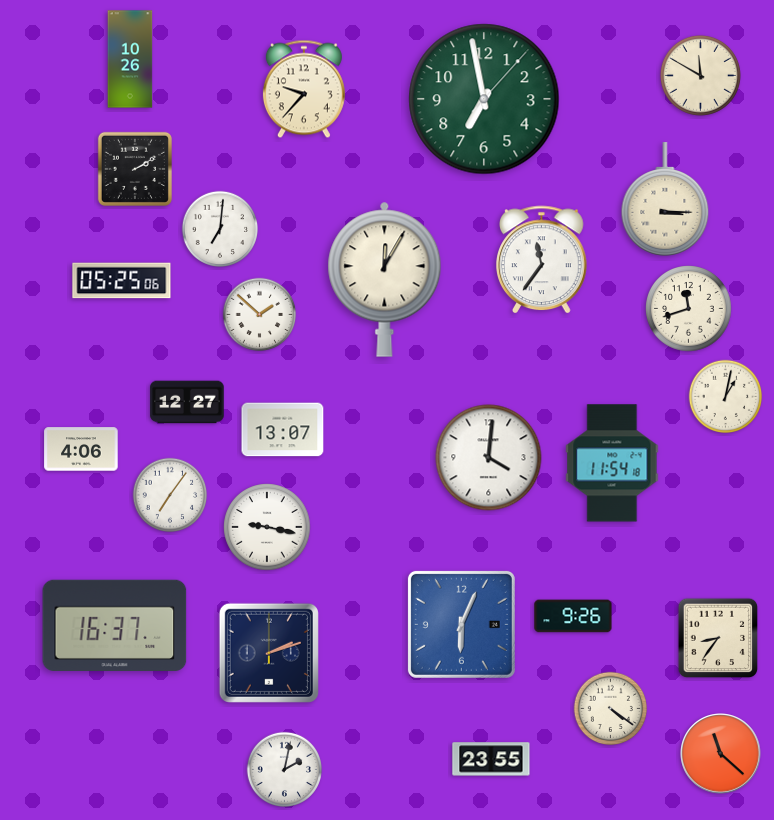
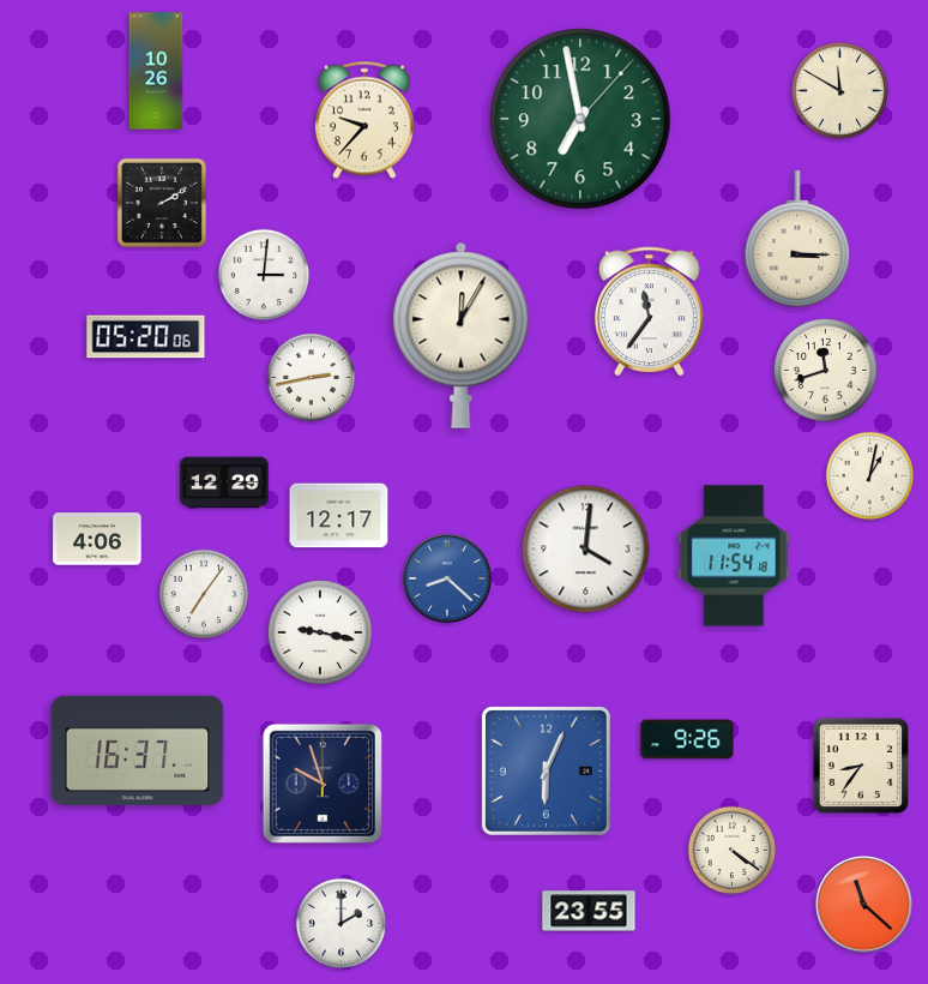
clock at (304, 89) position: (304, 89) -> (364, 120)
clock at (219, 228): 7:01 -> 3:01
clock at (122, 281): 05:25 -> 05:20
clock at (260, 315): 1:52 -> 2:43
clock at (187, 402): 12:27 -> 12:29
clock at (283, 430): 13:07 -> 12:17
clock at (447, 578): none -> 8:22
clock at (461, 624) position: (461, 624) -> (546, 770)
clock at (269, 653): 2:12 -> 9:57
clock at (284, 769): 2:02 -> 2:00
